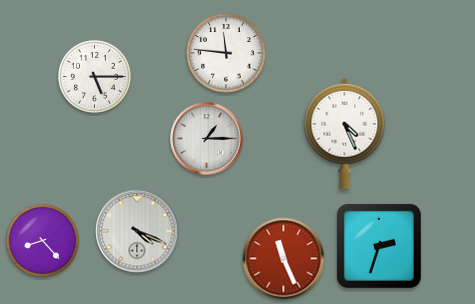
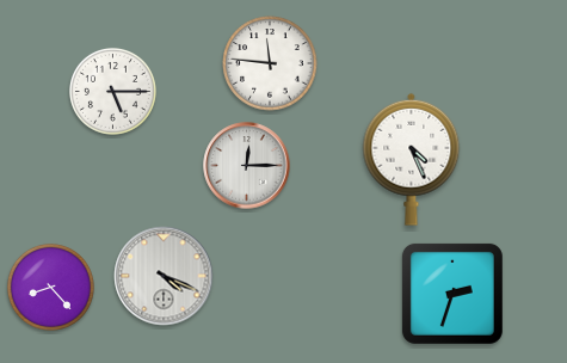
clock at (207, 139): 1:15 -> 12:15
clock at (284, 259): 11:26 -> none
